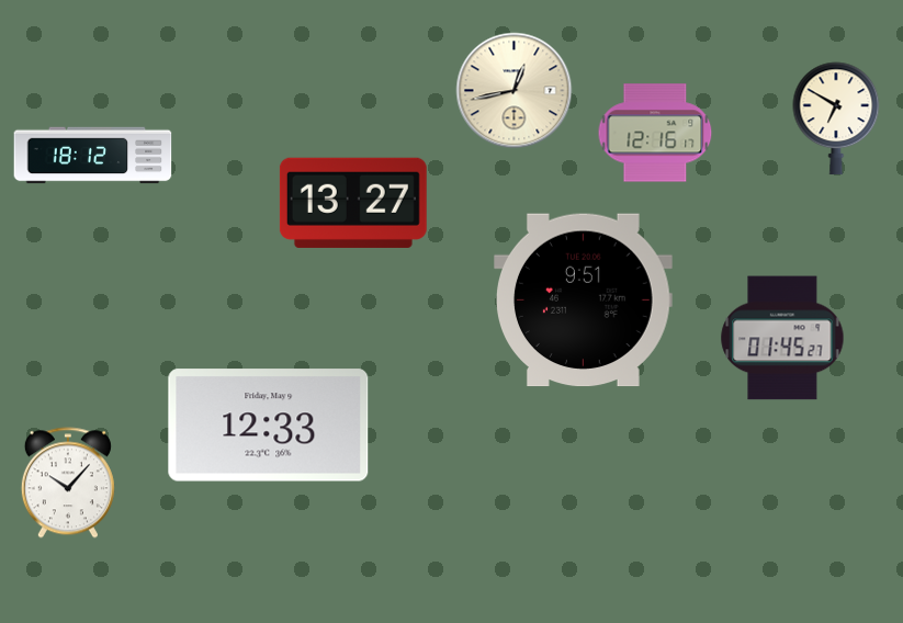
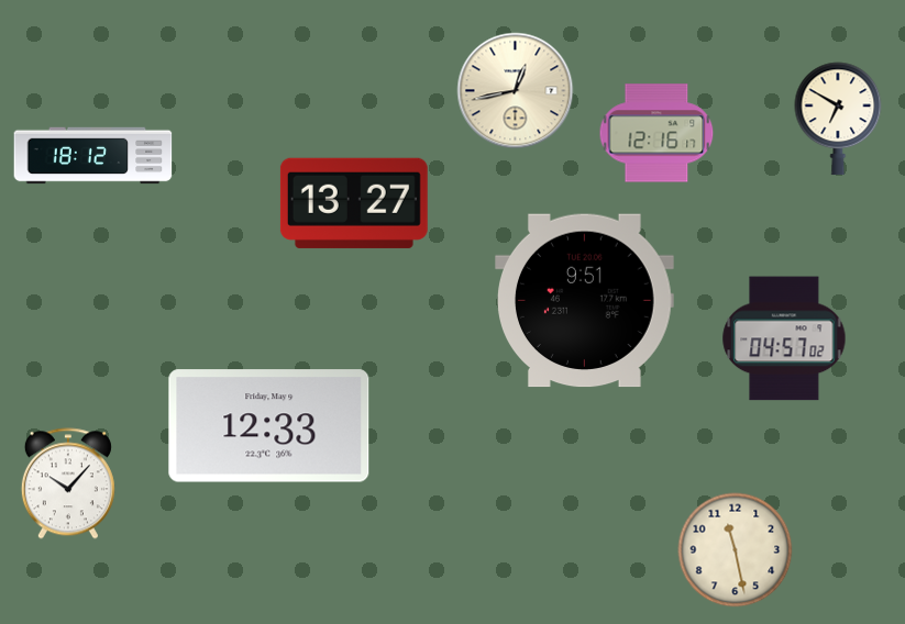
clock at (782, 338): 01:45 -> 04:57
clock at (736, 550): none -> 11:28
